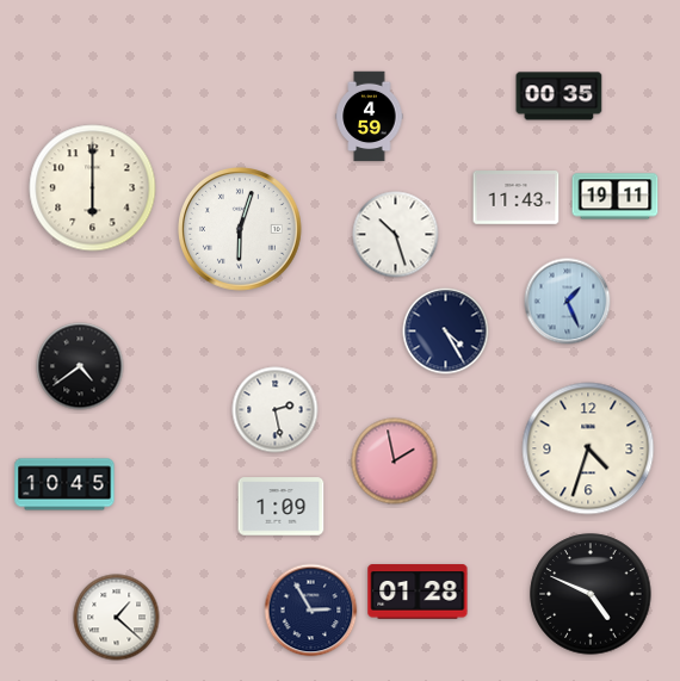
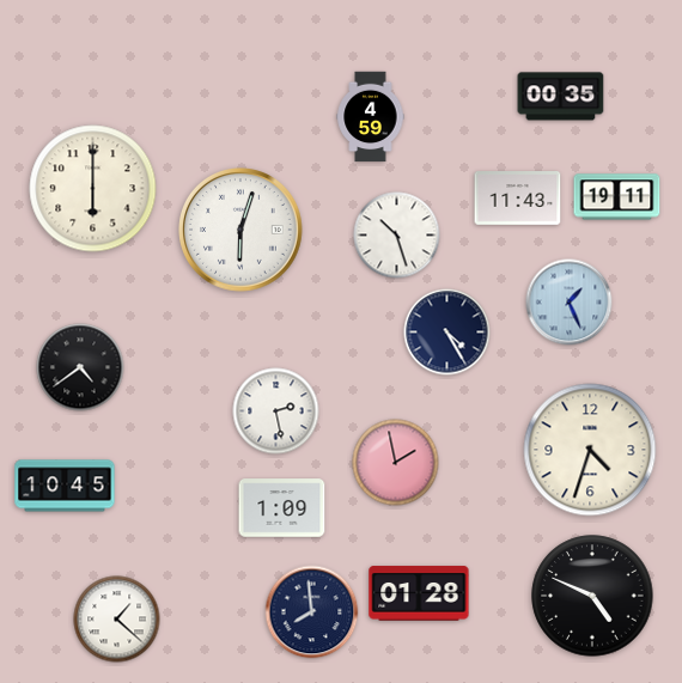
clock at (311, 611): 2:55 -> 7:59
